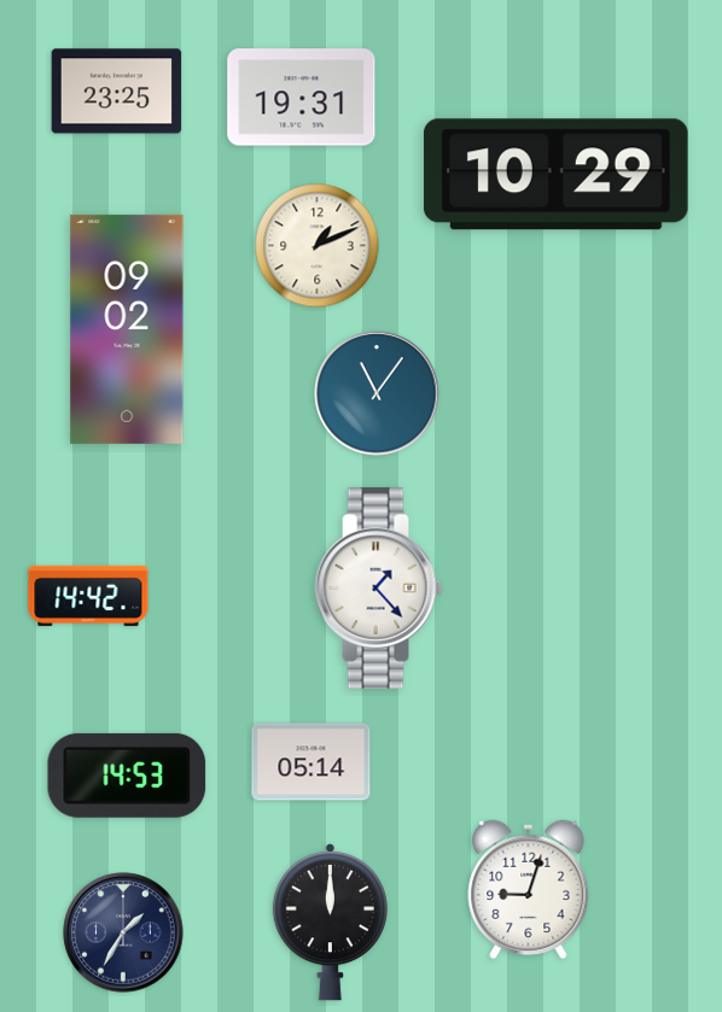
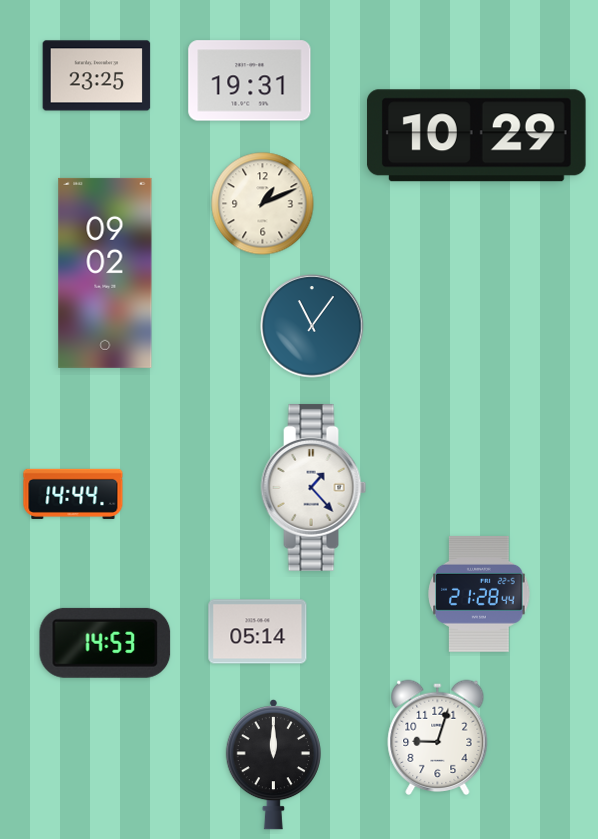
clock at (555, 175) position: (555, 175) -> (476, 136)
clock at (88, 596): 14:42 -> 14:44
clock at (479, 594): none -> 21:28
clock at (123, 932): 1:35 -> none
